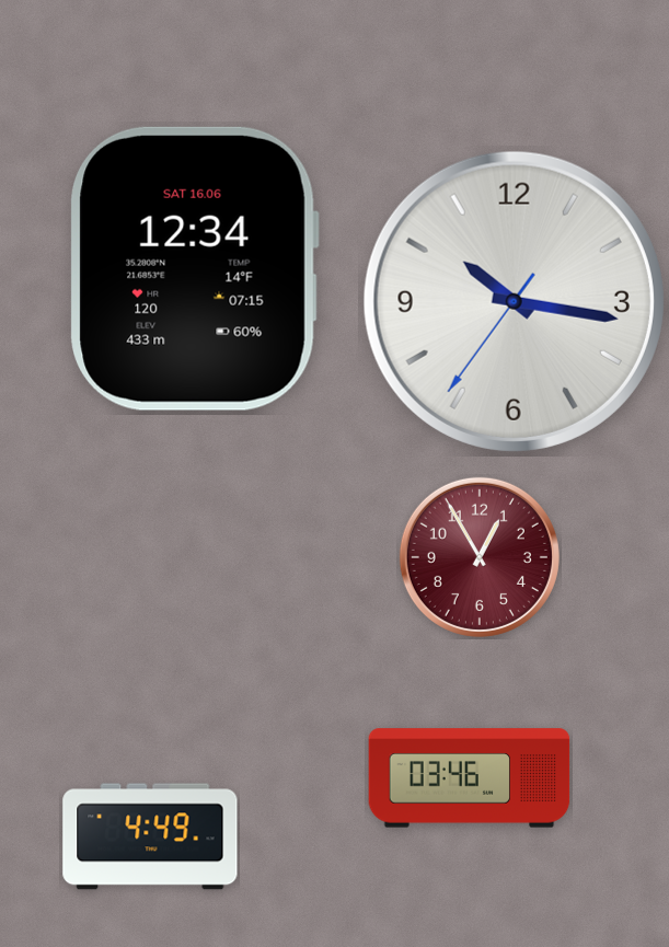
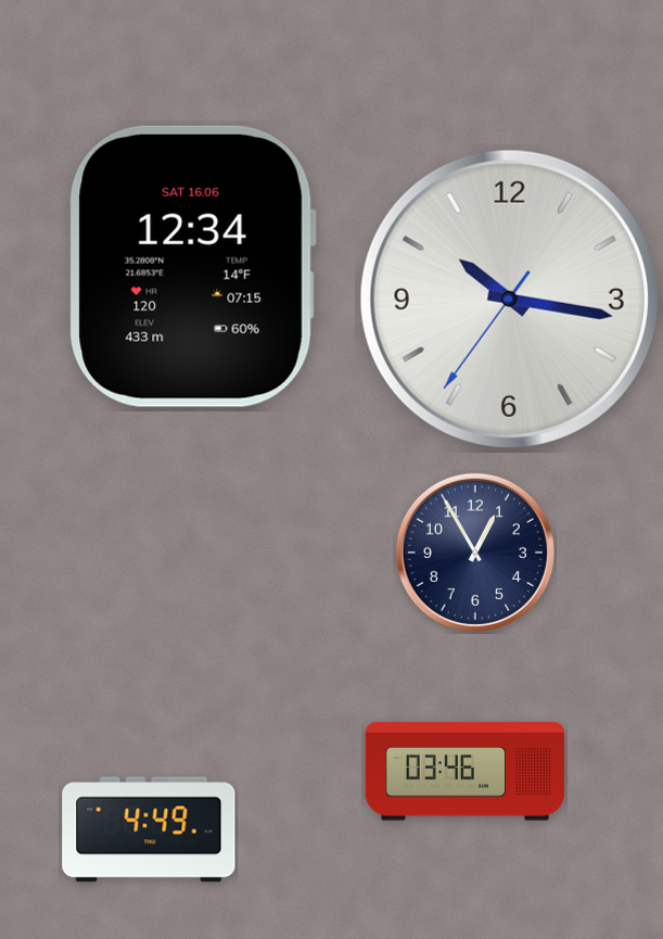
clock at (480, 557) dial: burgundy -> navy
